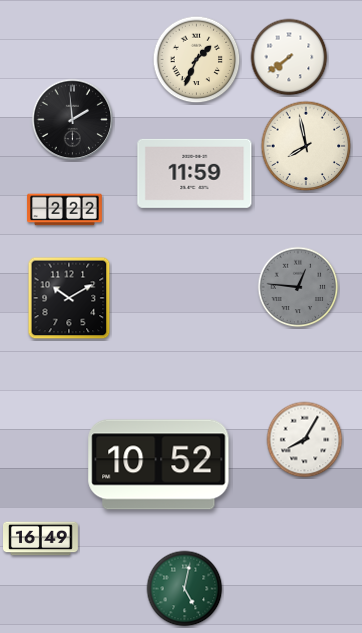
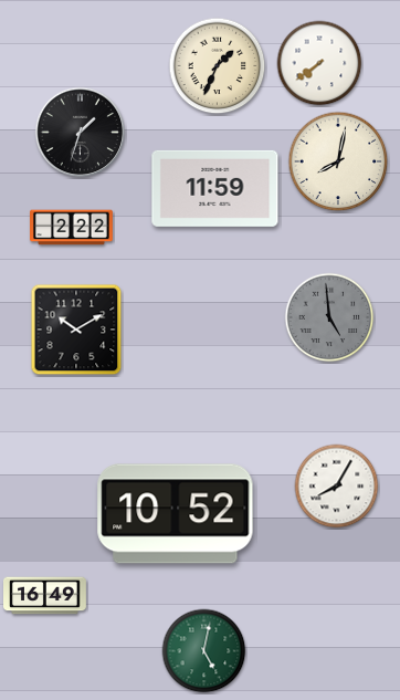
clock at (73, 120): 1:59 -> 1:33
clock at (306, 146): 7:58 -> 8:02
clock at (195, 173) position: (195, 173) -> (215, 188)
clock at (65, 210) position: (65, 210) -> (72, 228)
clock at (298, 287): 12:46 -> 4:59
